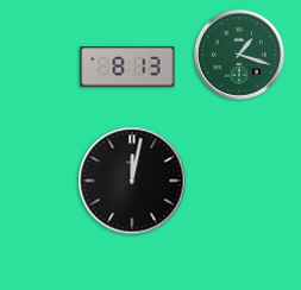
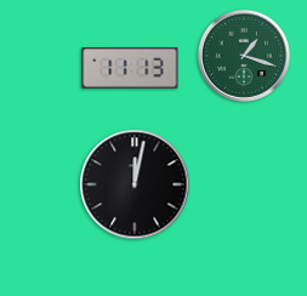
clock at (127, 68): 8:13 -> 11:13
